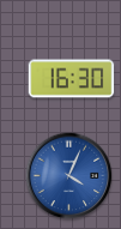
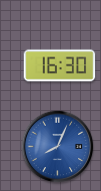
clock at (69, 176): 4:04 -> 8:04
